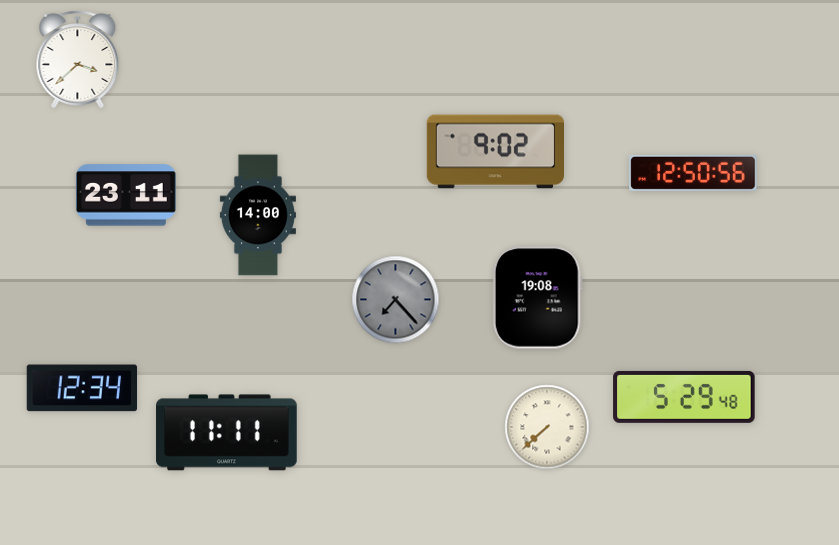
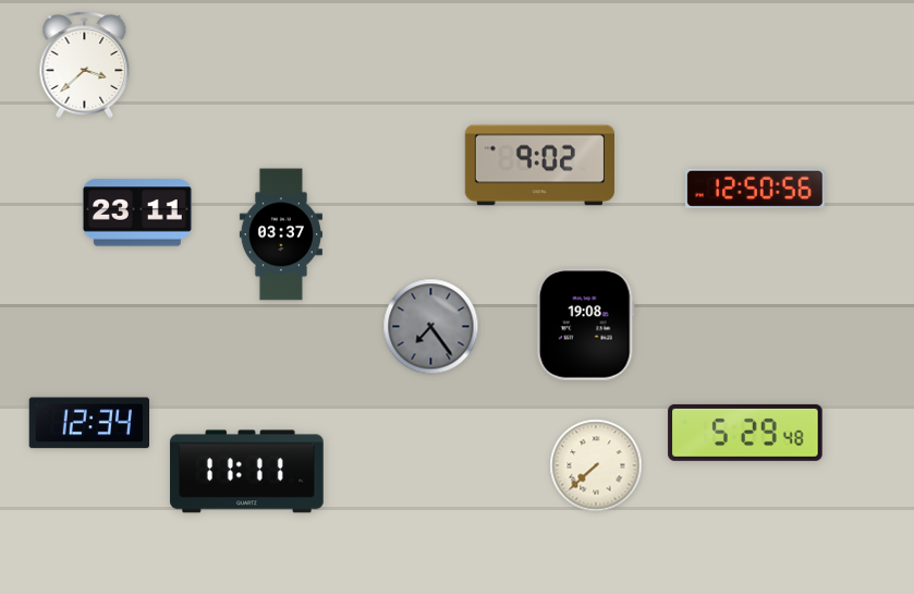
clock at (258, 215): 14:00 -> 03:37
clock at (396, 300): 7:23 -> 7:24
